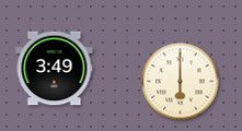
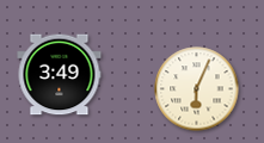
clock at (181, 82): 6:00 -> 6:04
